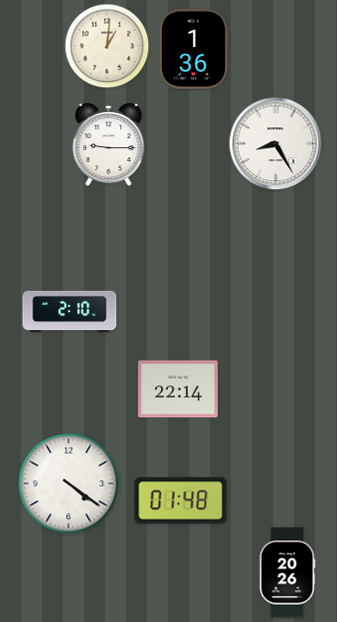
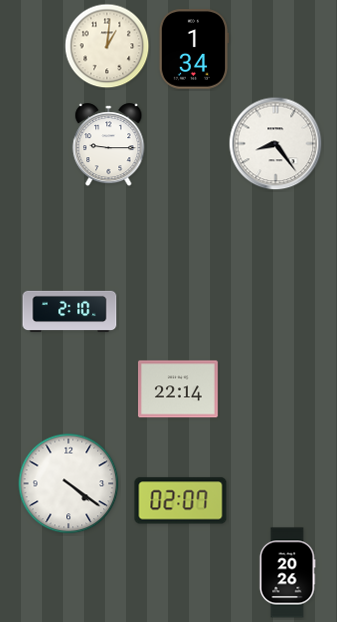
clock at (194, 49): 1:36 -> 1:34
clock at (276, 144): 8:25 -> 8:24
clock at (181, 501): 01:48 -> 02:07
